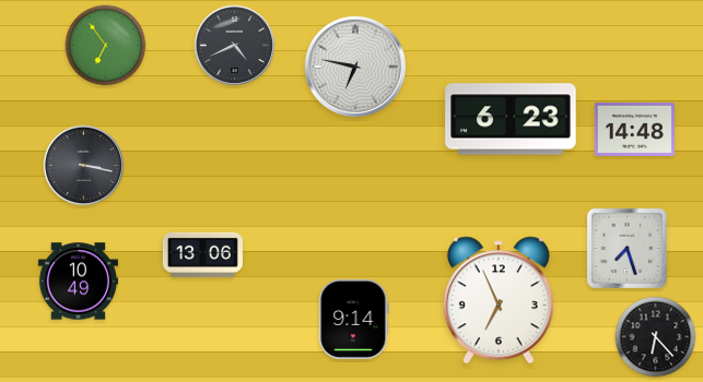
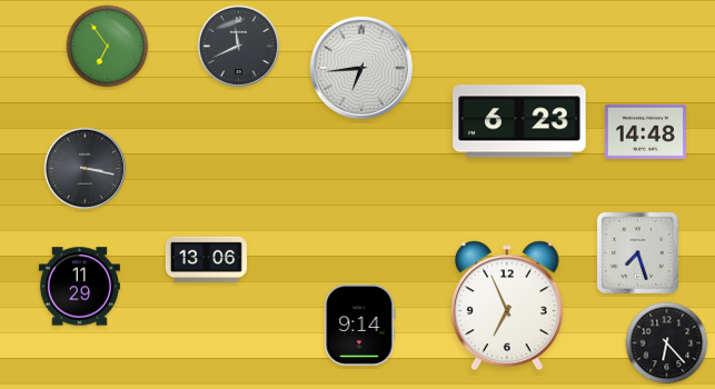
clock at (235, 46): 4:41 -> 11:41
clock at (355, 67): 6:47 -> 6:44
clock at (78, 282): 10:49 -> 11:29
